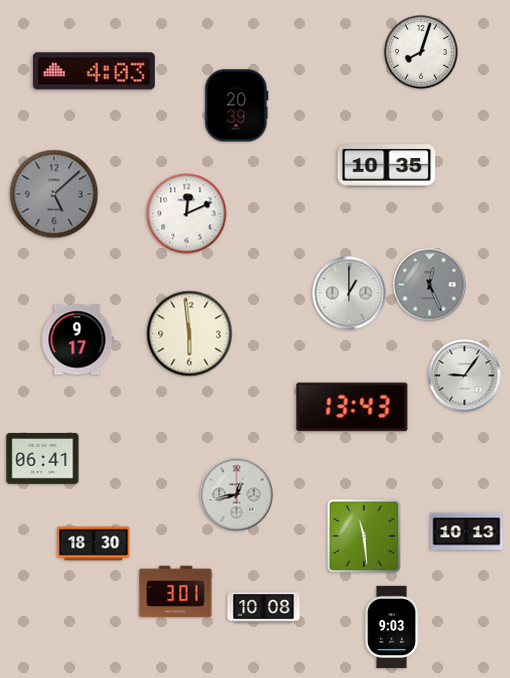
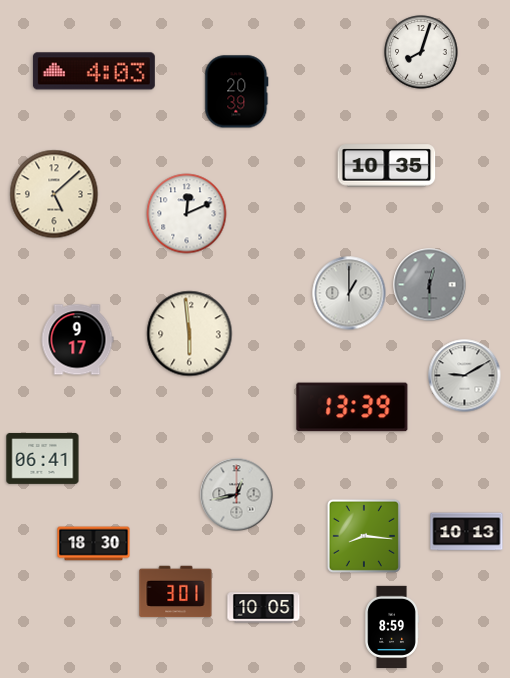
clock at (237, 106) position: (237, 106) -> (237, 92)
clock at (54, 194) dial: grey -> cream
clock at (430, 285): 12:26 -> 12:30
clock at (465, 376): 9:06 -> 9:10
clock at (352, 407): 13:43 -> 13:39
clock at (364, 536): 11:29 -> 8:16
clock at (264, 608): 10:08 -> 10:05
clock at (392, 626): 9:03 -> 8:59
